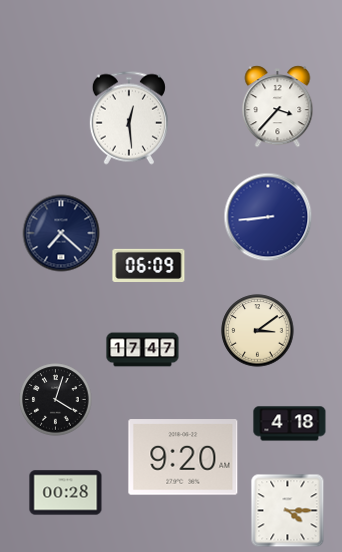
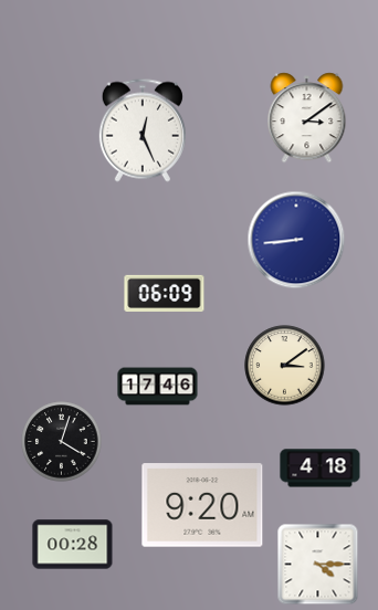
clock at (278, 107): 3:37 -> 3:09
clock at (129, 118): 12:29 -> 12:26
clock at (61, 233): 7:22 -> none
clock at (143, 350): 17:47 -> 17:46
